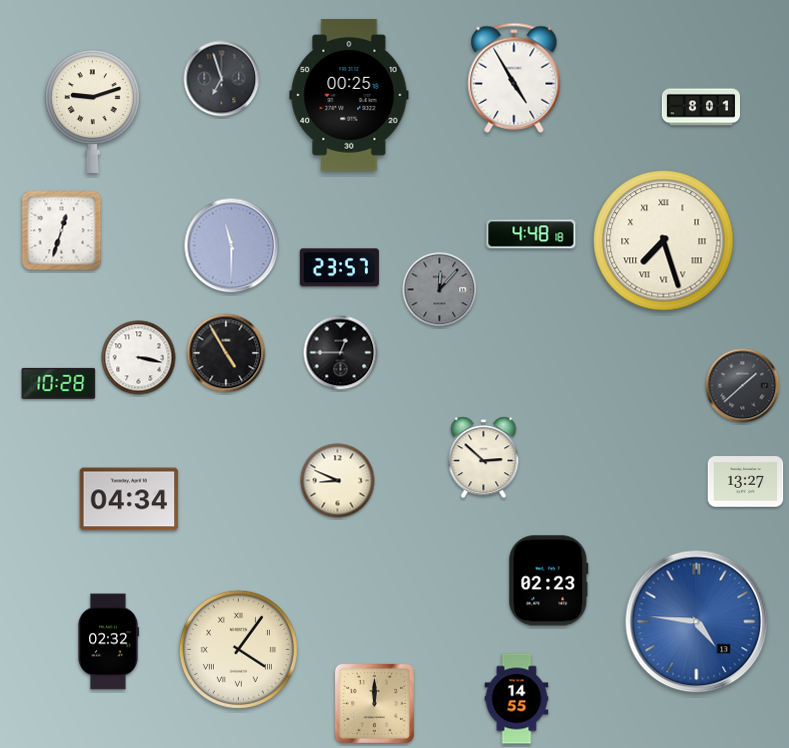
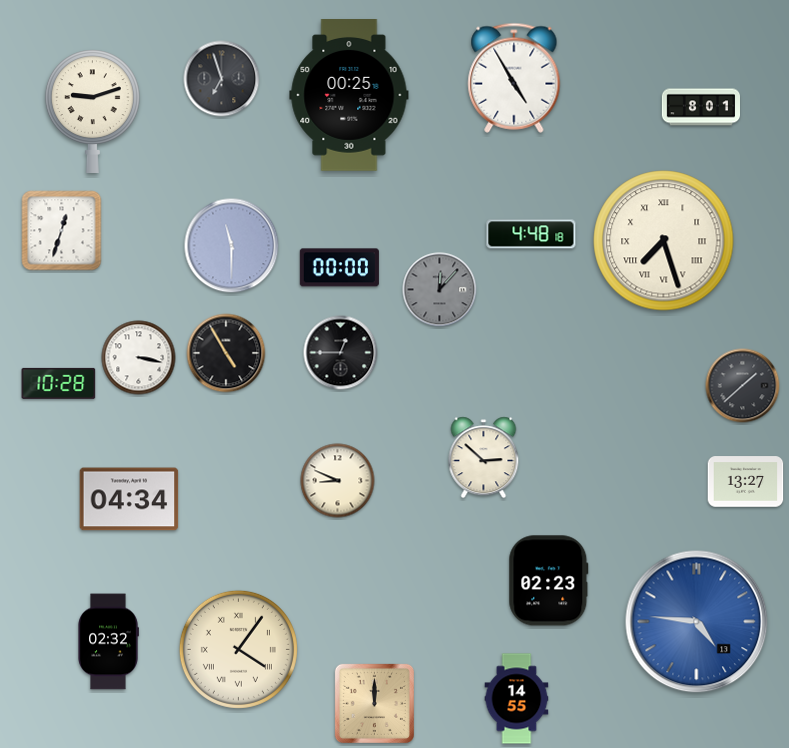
clock at (339, 268): 23:57 -> 00:00
